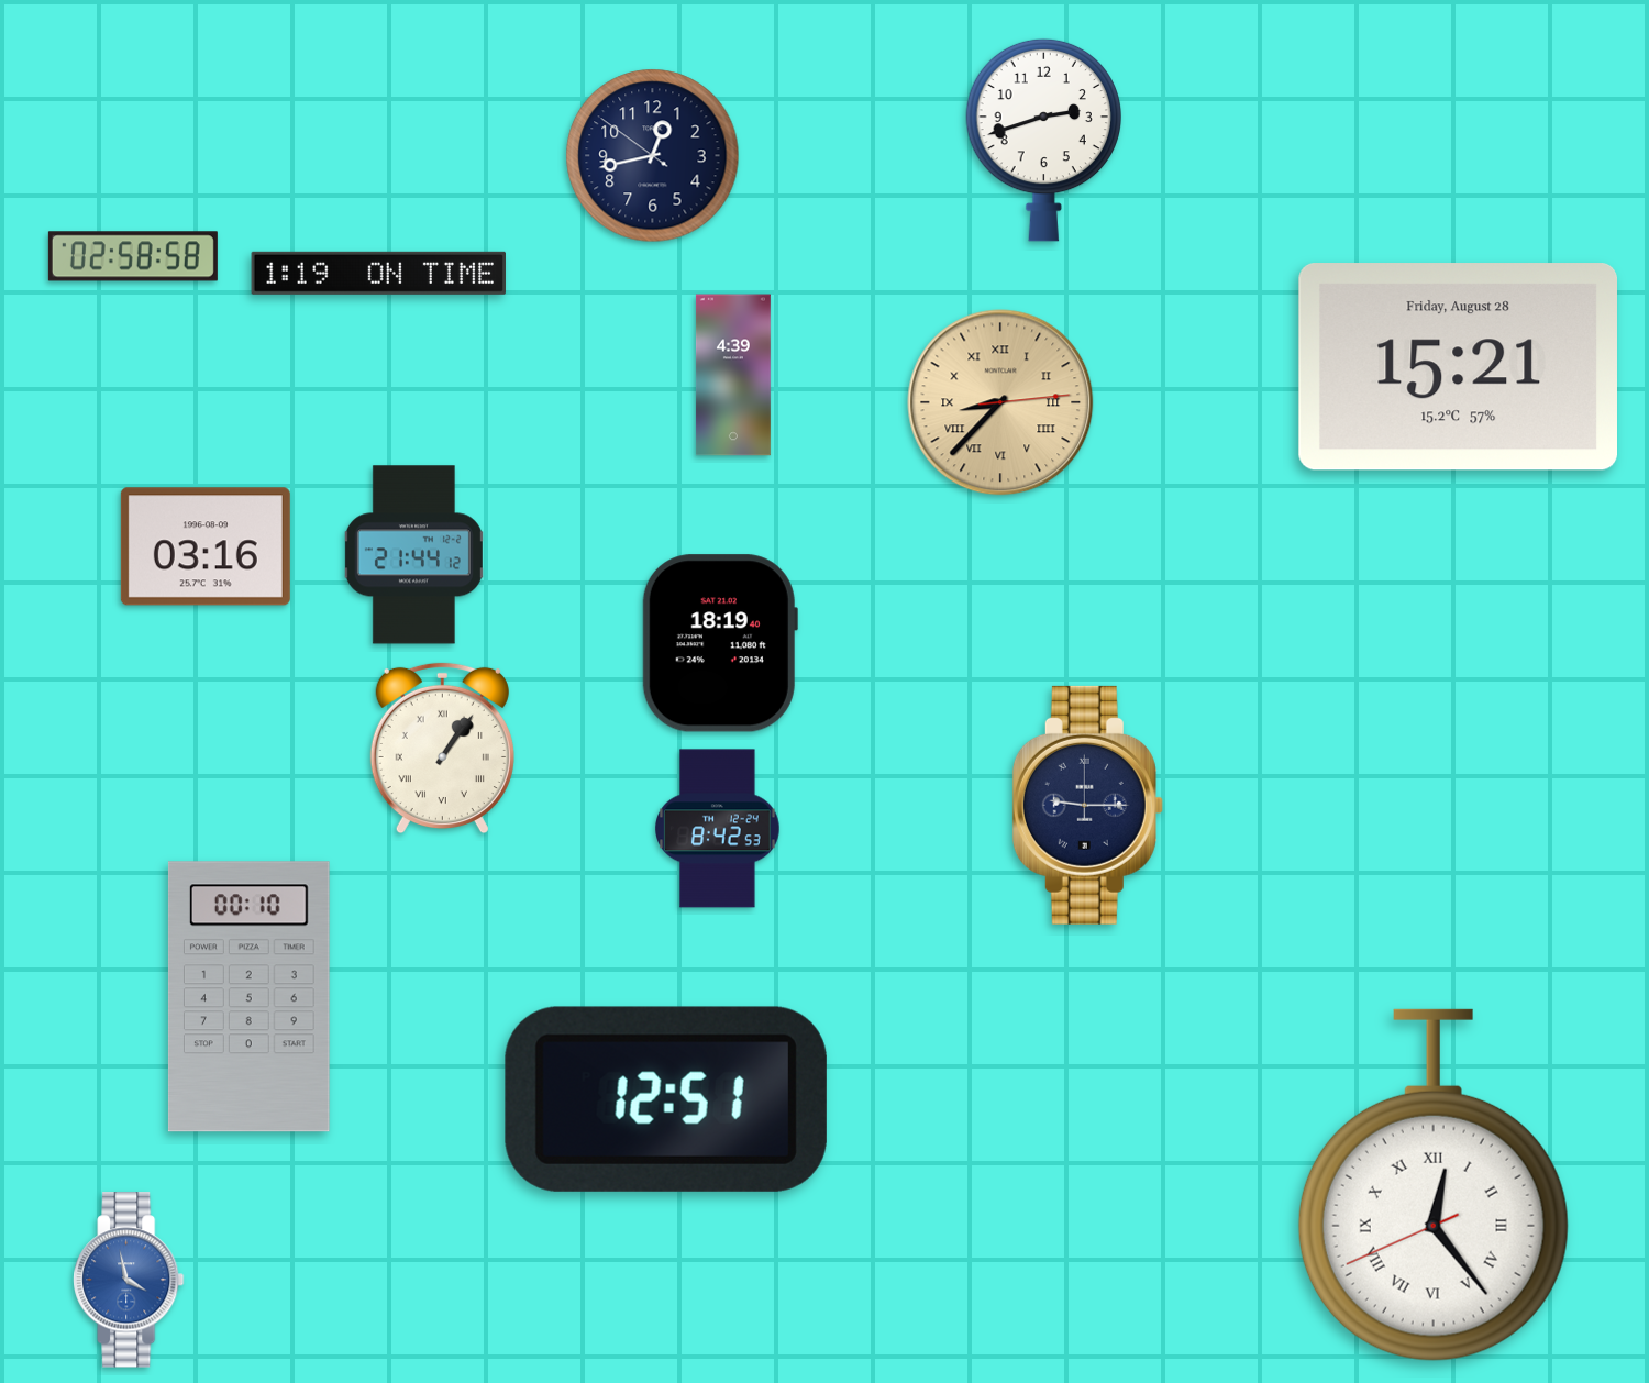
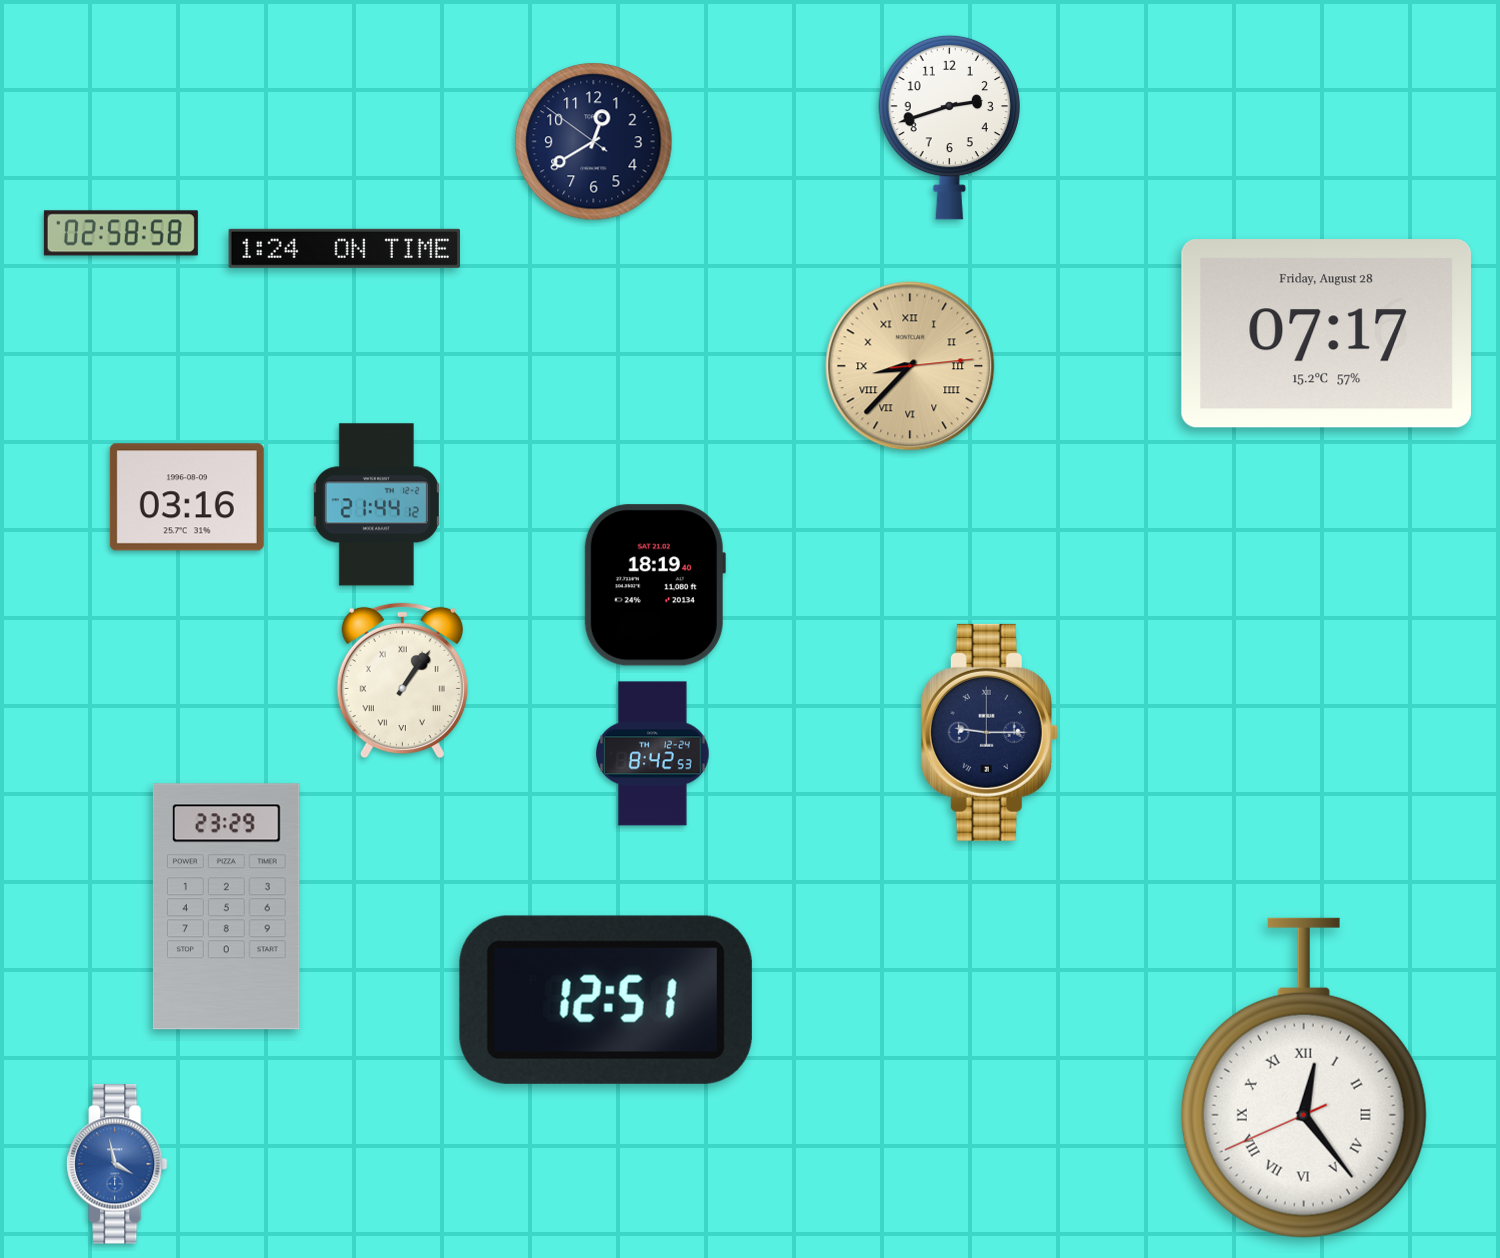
clock at (653, 156): 12:42 -> 12:39
clock at (378, 273): 1:19 -> 1:24
clock at (1458, 367): 15:21 -> 07:17
clock at (733, 375): 4:39 -> none
clock at (248, 997): 00:10 -> 23:29
